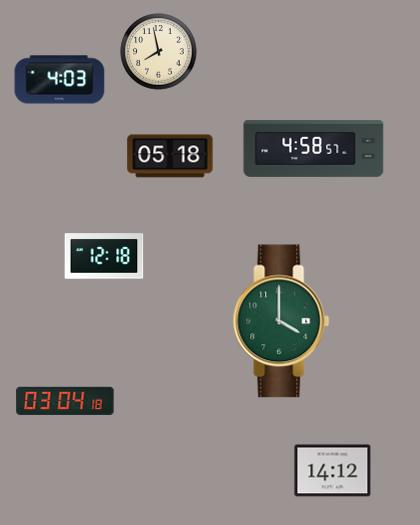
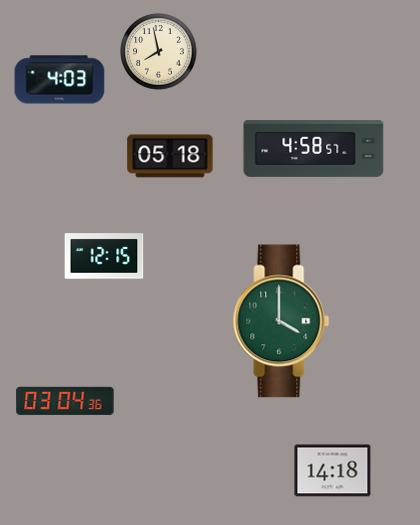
clock at (104, 256): 12:18 -> 12:15
clock at (65, 400): 03:04:18 -> 03:04:36
clock at (333, 471): 14:12 -> 14:18
